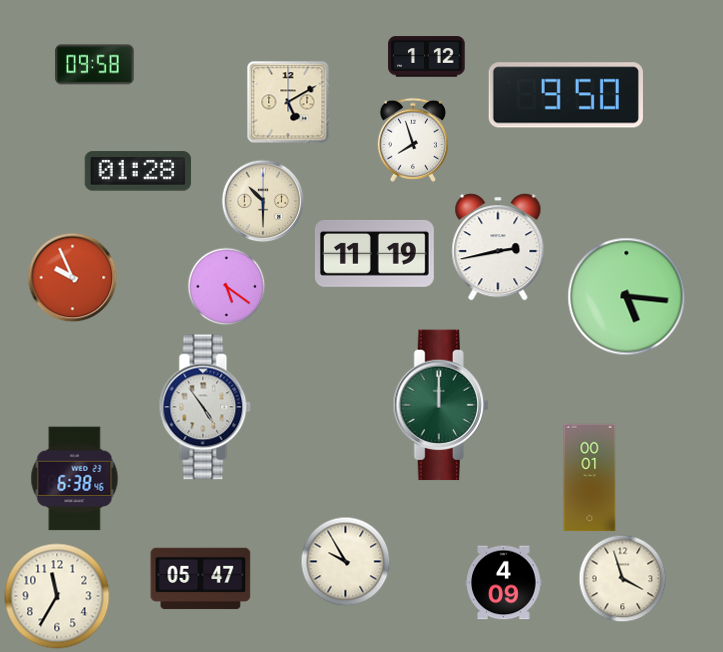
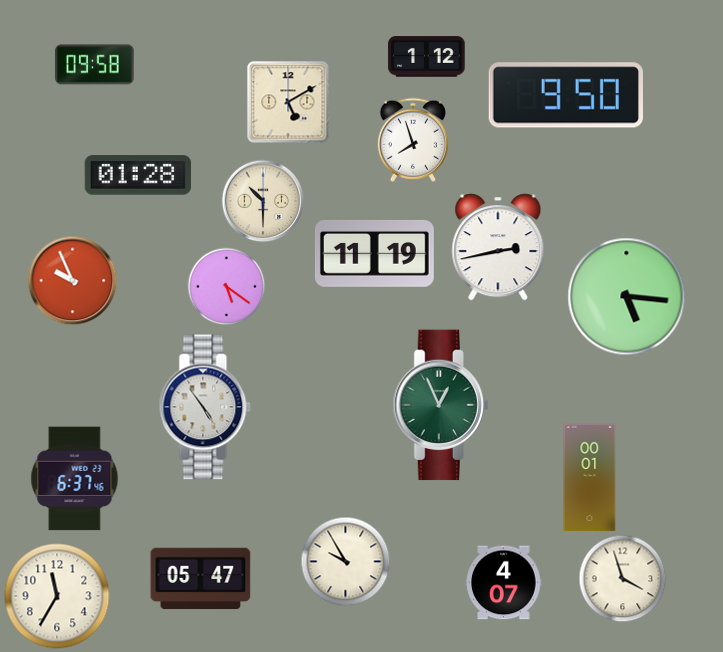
clock at (138, 171) position: (138, 171) -> (138, 175)
clock at (72, 277) position: (72, 277) -> (72, 280)
clock at (441, 405): 12:00 -> 12:56
clock at (75, 479): 6:38 -> 6:37
clock at (504, 583): 4:09 -> 4:07
